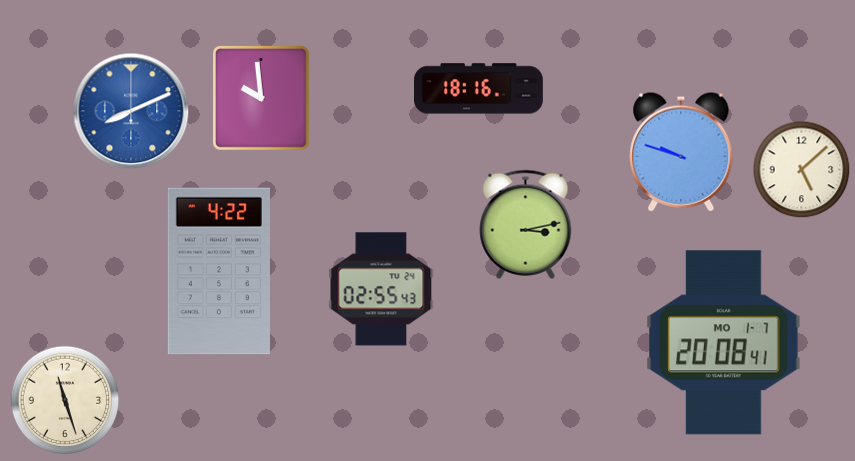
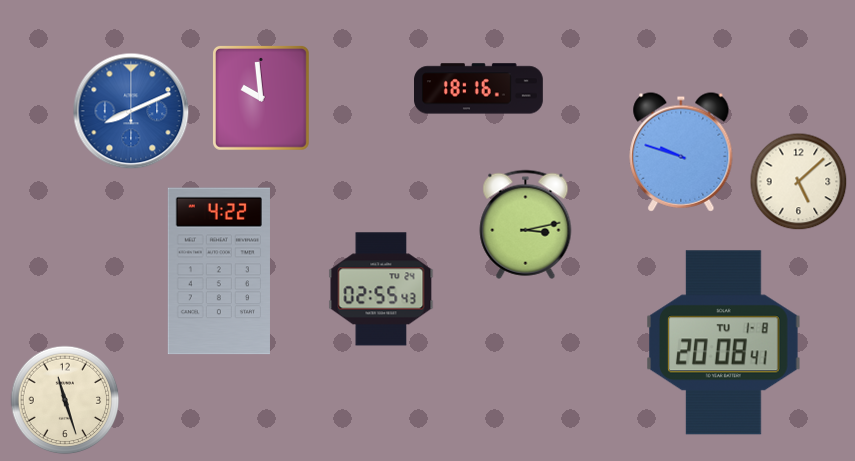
clock at (802, 170) position: (802, 170) -> (799, 182)
clock at (724, 343) date: MO 1-7 -> TU 1-8
